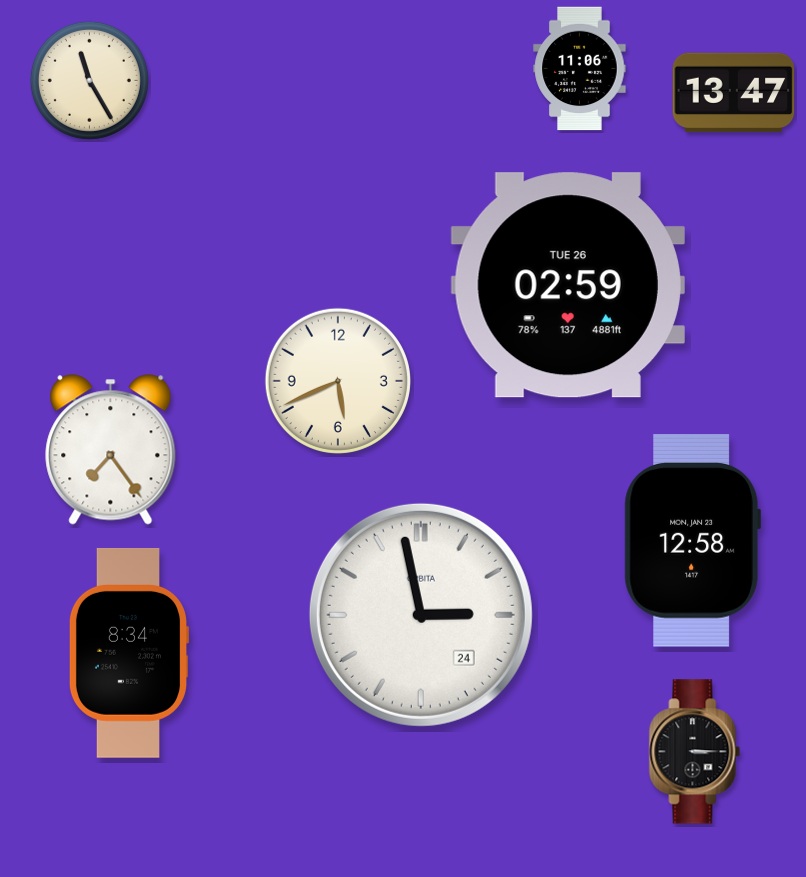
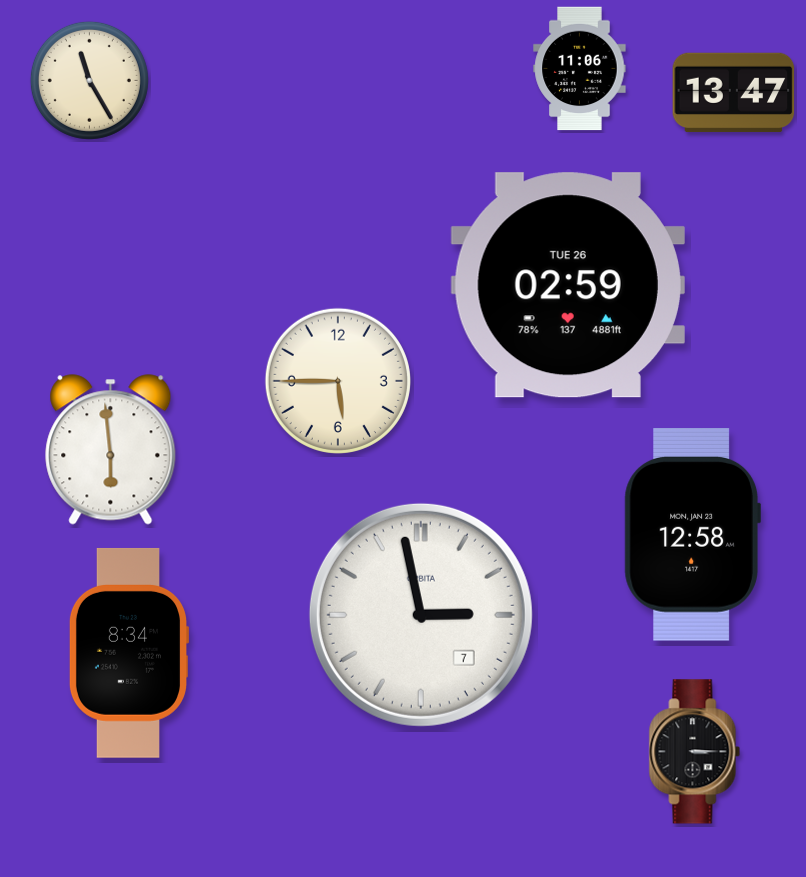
clock at (338, 381): 5:41 -> 5:45
clock at (111, 450): 7:24 -> 5:59
clock at (692, 541) position: (692, 541) -> (692, 535)
clock at (421, 615) date: 24 -> 7
